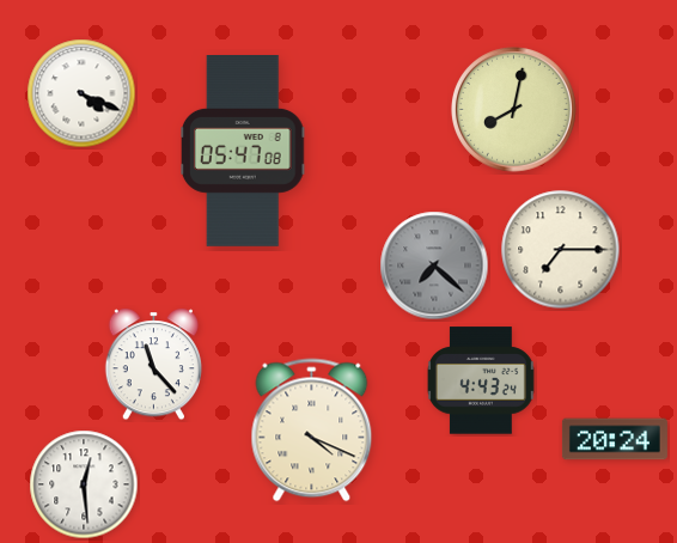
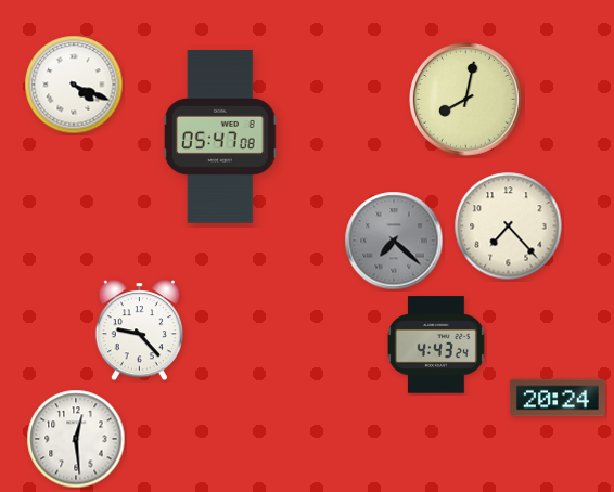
clock at (561, 250): 7:15 -> 7:23
clock at (153, 365): 11:23 -> 9:23
clock at (312, 431): 4:19 -> none
